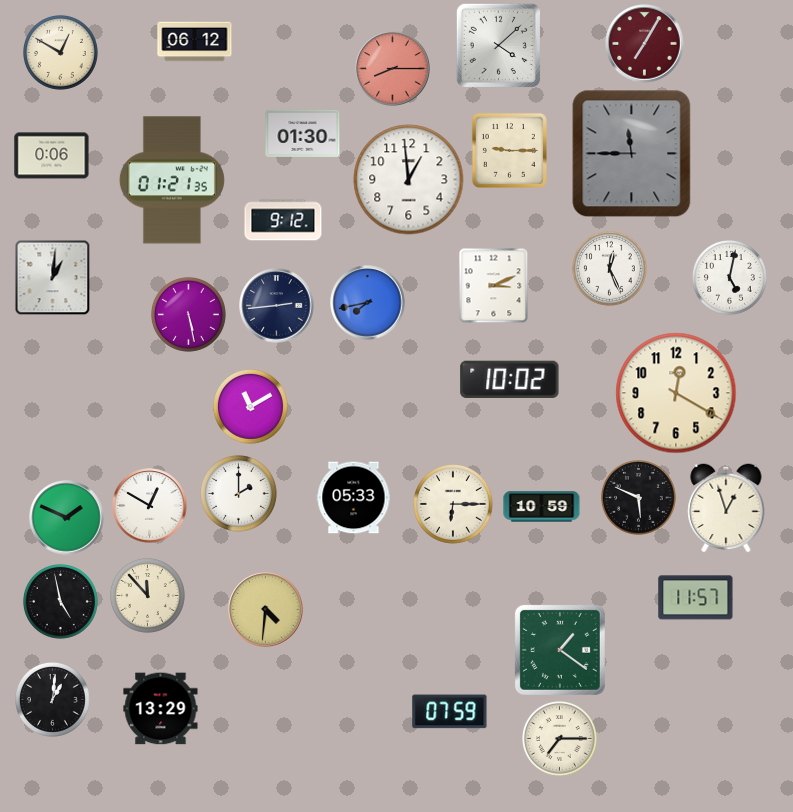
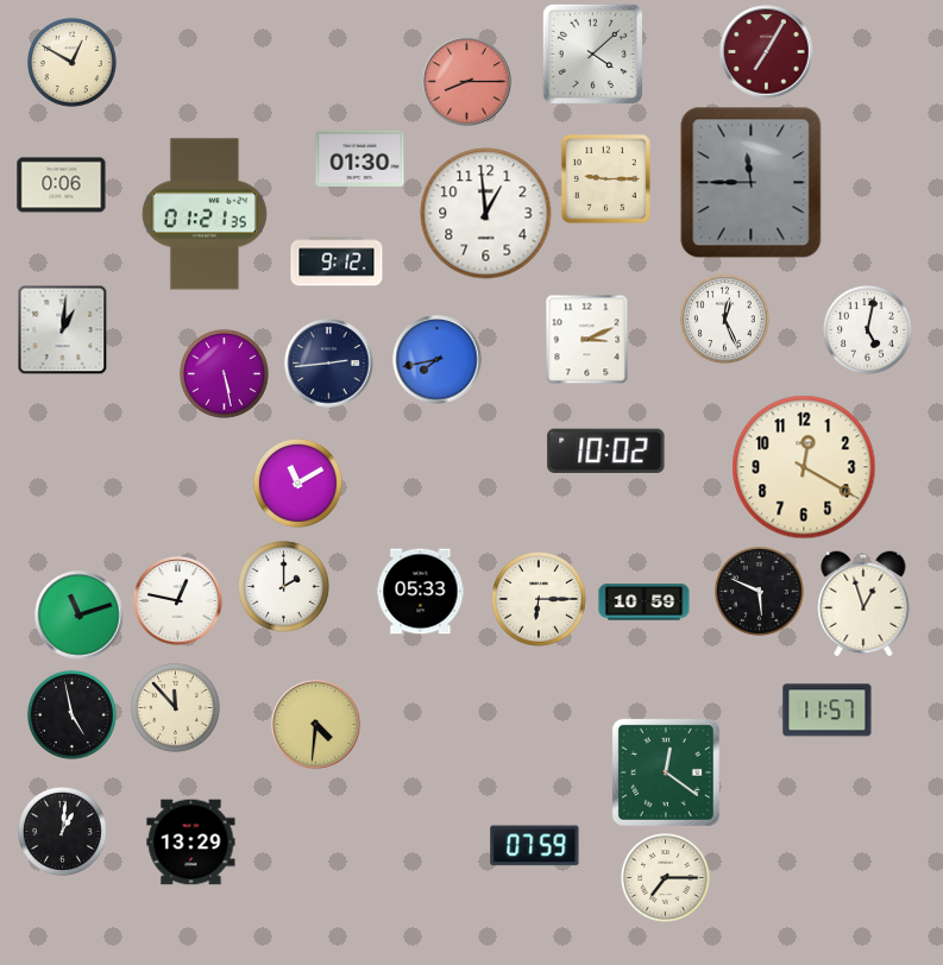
clock at (195, 42): 06:12 -> none
clock at (150, 506): 12:50 -> 12:47
clock at (67, 518): 1:49 -> 11:12
clock at (560, 650): 1:21 -> 12:21
